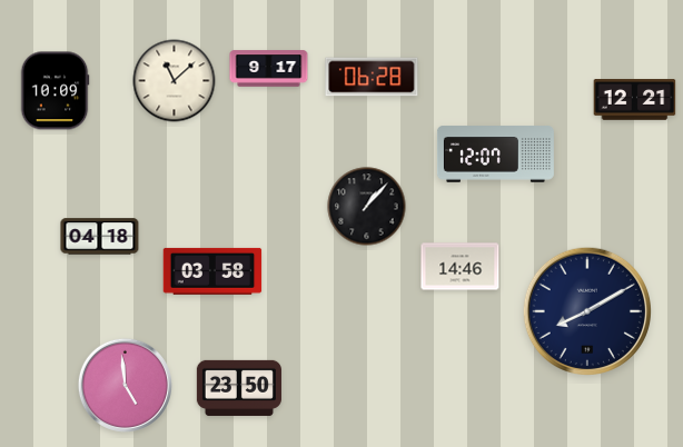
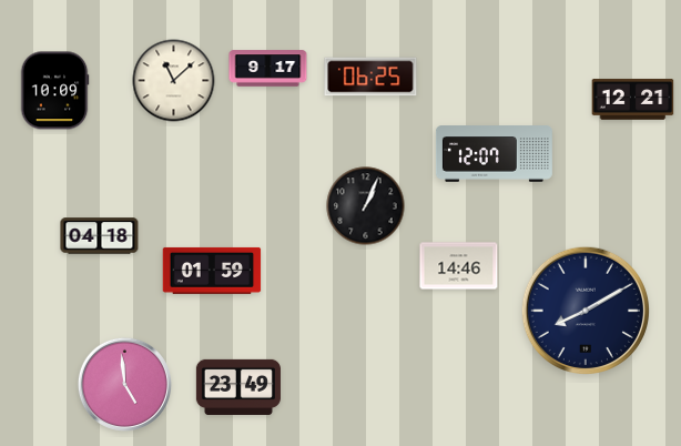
clock at (372, 77): 06:28 -> 06:25
clock at (367, 207): 1:07 -> 1:04
clock at (212, 271): 03:58 -> 01:59
clock at (239, 388): 23:50 -> 23:49
